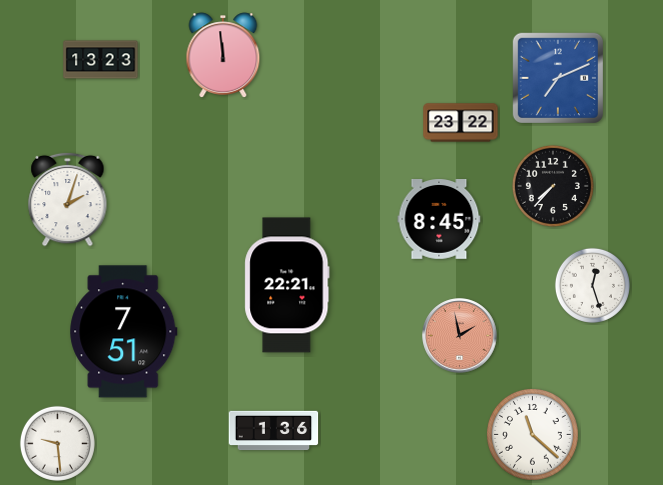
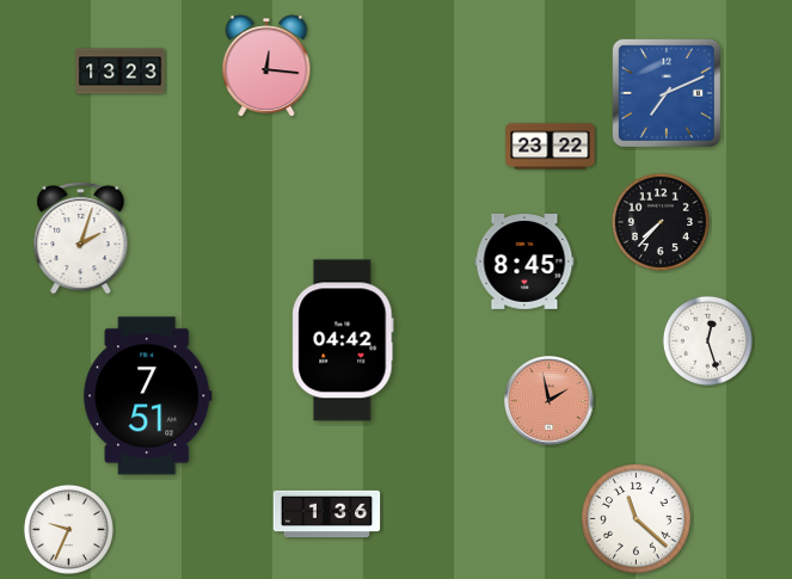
clock at (223, 55): 11:59 -> 12:16
clock at (287, 285): 22:21 -> 04:42
clock at (57, 443): 9:29 -> 9:34
